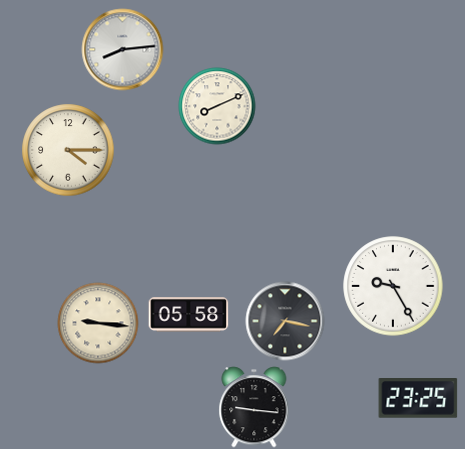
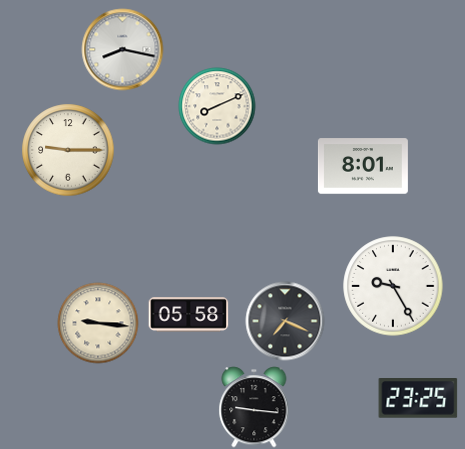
clock at (123, 50): 8:14 -> 8:17
clock at (68, 150): 4:15 -> 9:15
clock at (363, 166): none -> 8:01
clock at (285, 321): 7:17 -> 7:19
